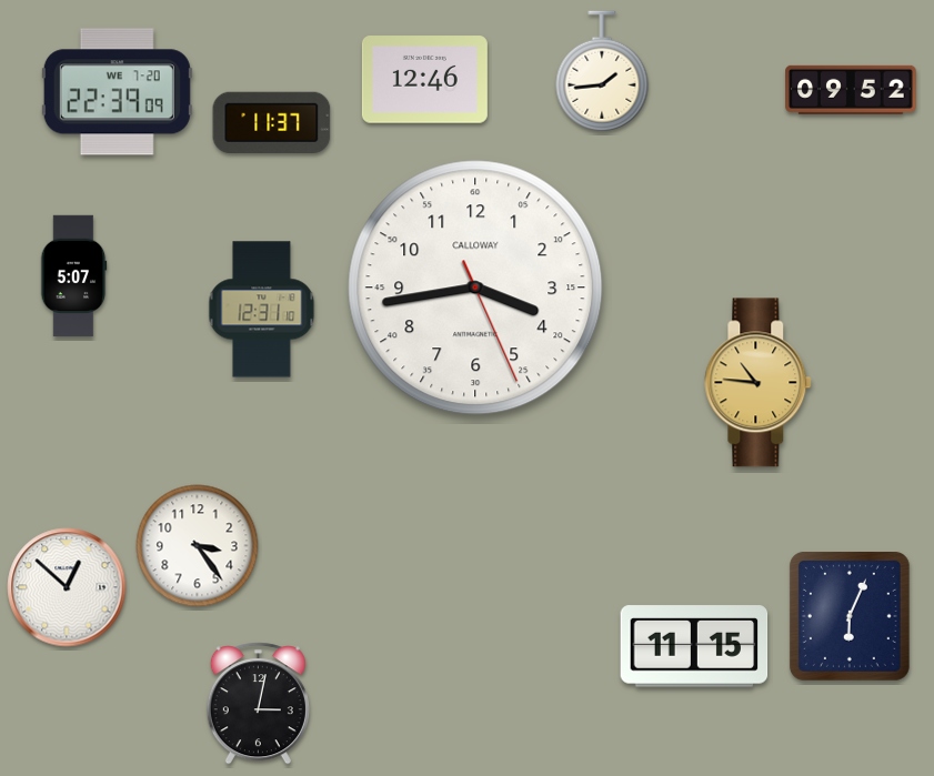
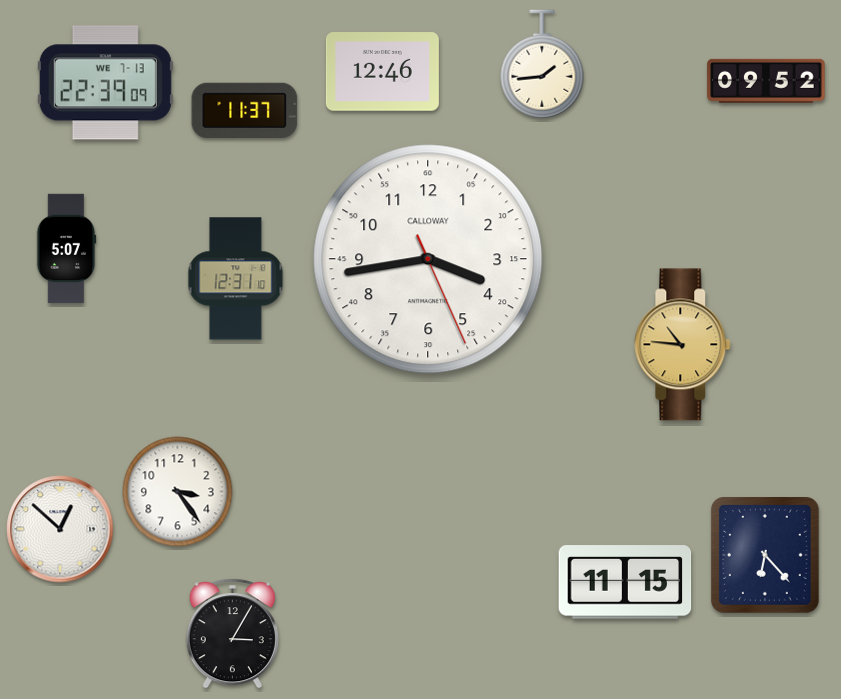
clock at (117, 92) date: WE 7-20 -> WE 7-13
clock at (850, 616): 6:04 -> 6:23
clock at (258, 704): 3:02 -> 3:05
